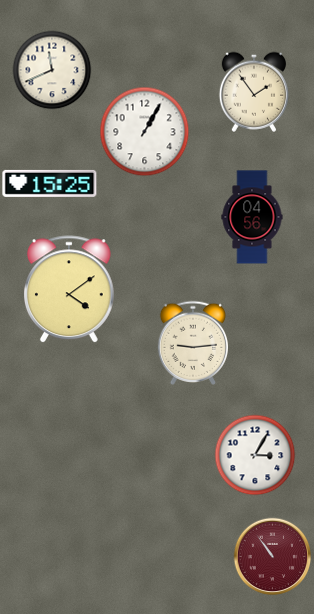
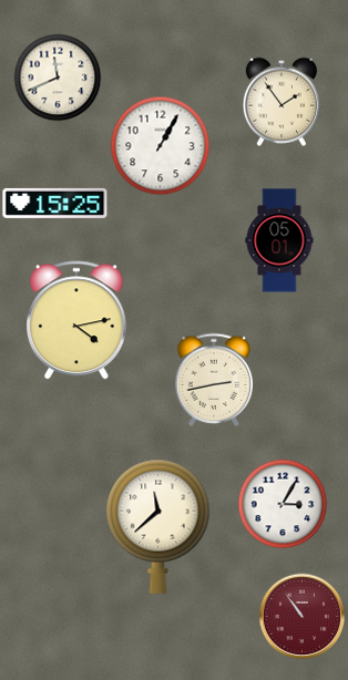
clock at (252, 217): 04:56 -> 05:01
clock at (69, 289): 4:09 -> 4:13
clock at (192, 343): 9:14 -> 2:43
clock at (158, 526): none -> 11:38
